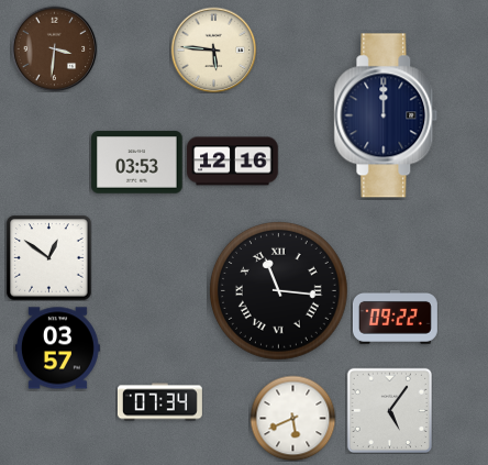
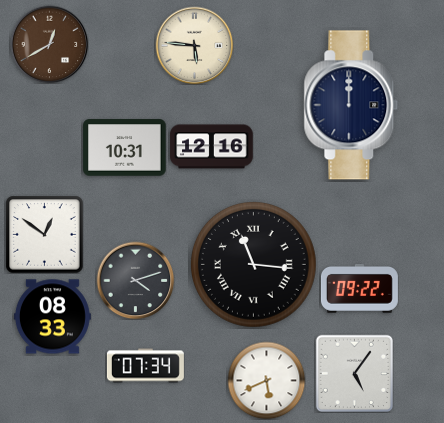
clock at (54, 48): 3:31 -> 12:40
clock at (137, 163): 03:53 -> 10:31
clock at (135, 280): none -> 4:12
clock at (57, 348): 03:57 -> 08:33
